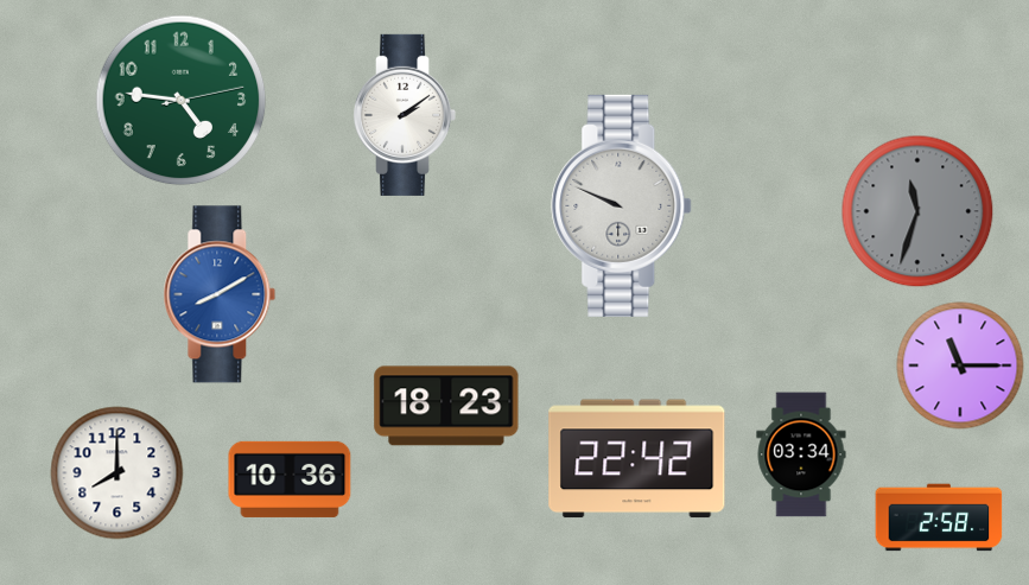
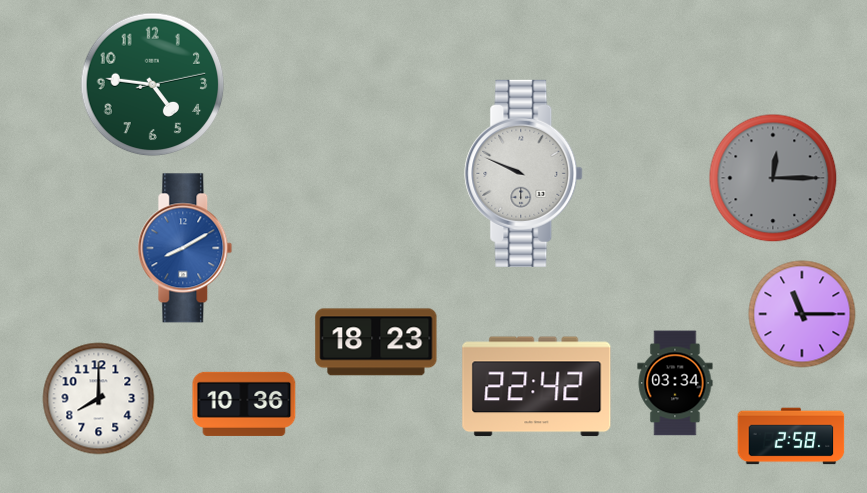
clock at (405, 115): 2:09 -> none
clock at (917, 211): 11:33 -> 12:15
clock at (960, 365) position: (960, 365) -> (802, 314)
